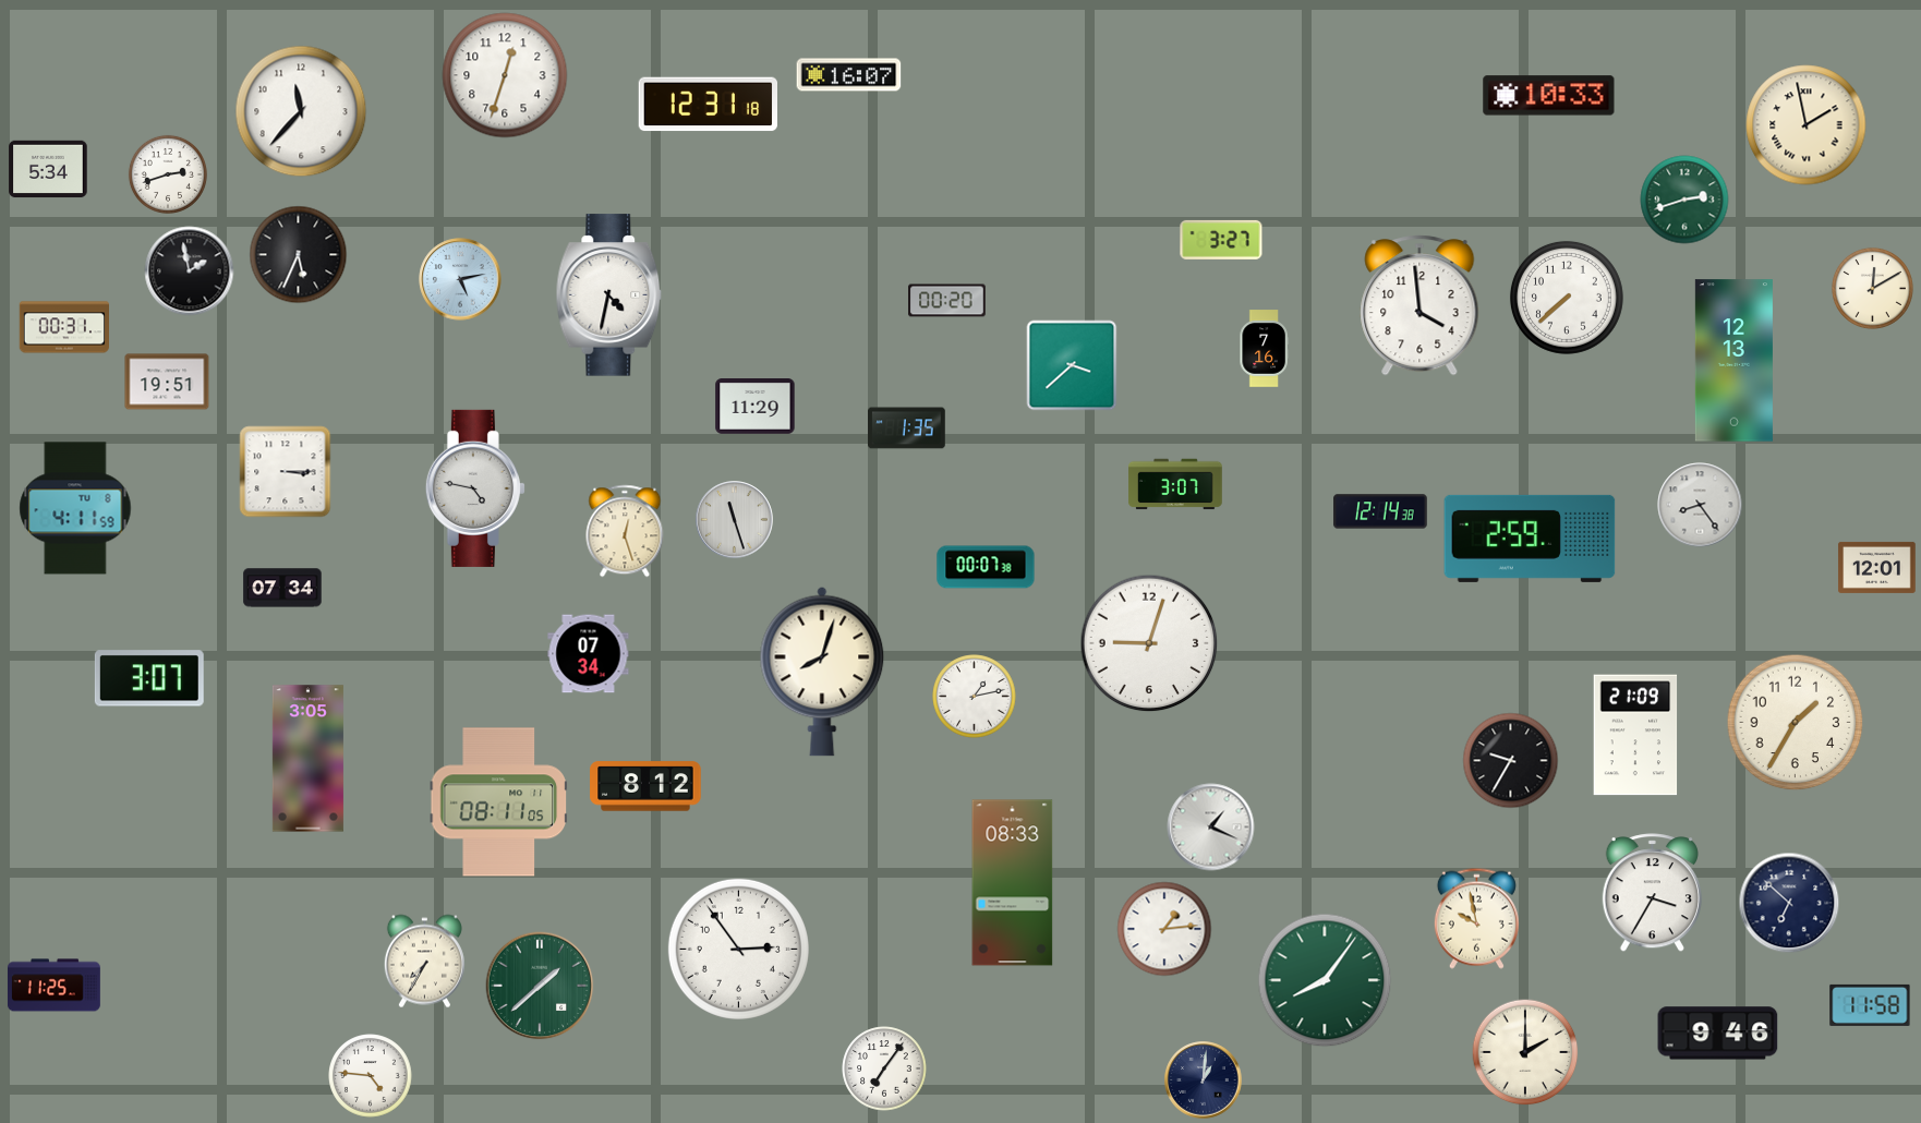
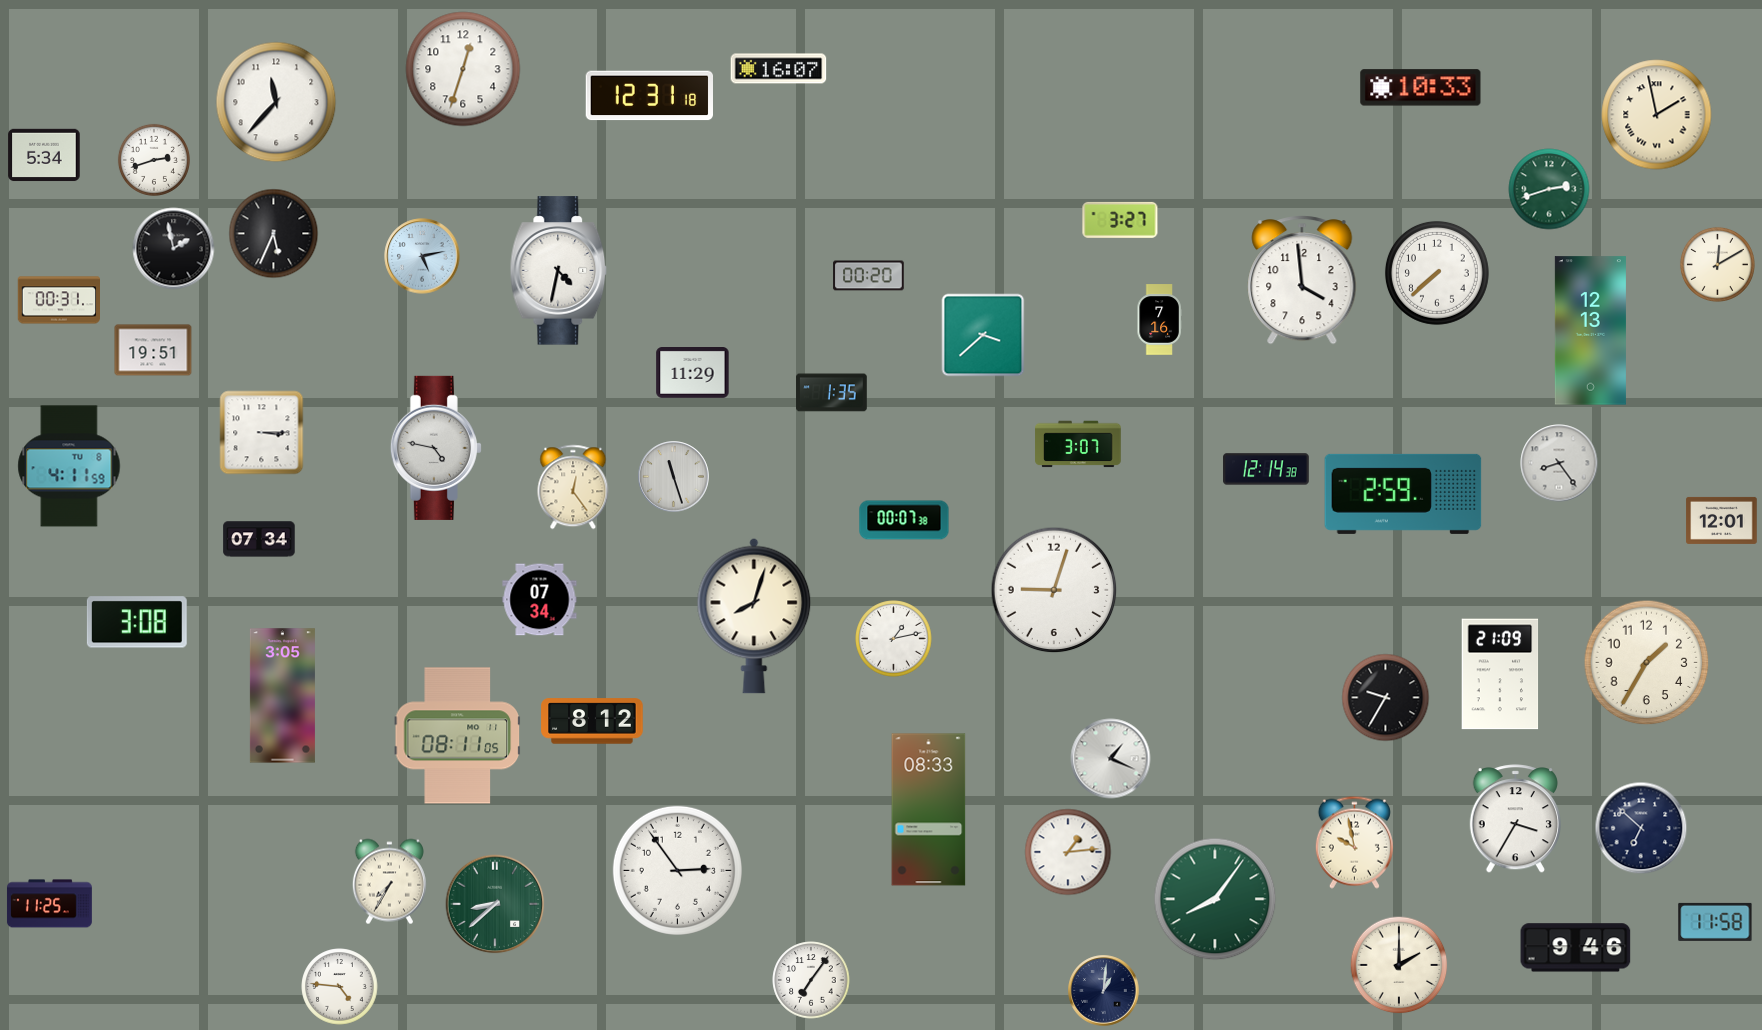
clock at (1684, 200) position: (1684, 200) -> (1549, 189)
clock at (625, 531): 12:27 -> 12:24
clock at (149, 678): 3:07 -> 3:08
clock at (540, 986): 1:38 -> 8:38
